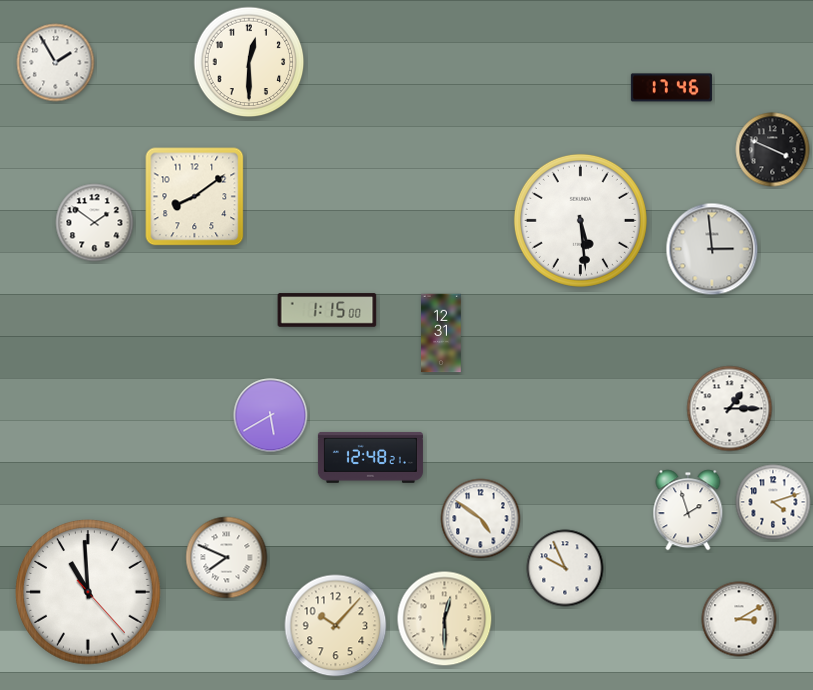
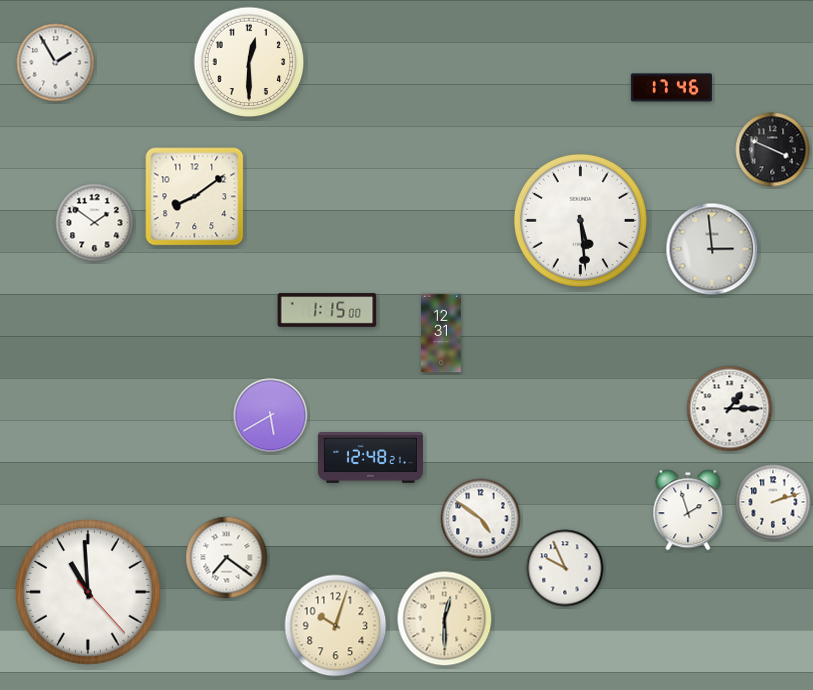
clock at (773, 502): 4:12 -> 2:12
clock at (227, 558): 7:49 -> 7:21
clock at (739, 619): 3:10 -> none
clock at (336, 626): 10:07 -> 10:03
